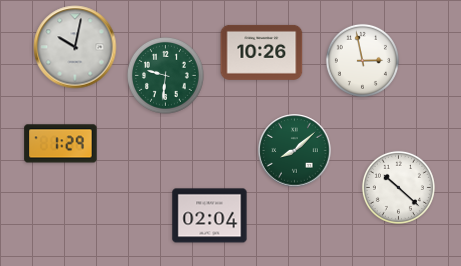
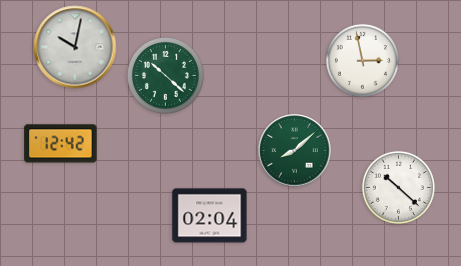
clock at (262, 52): 10:26 -> none
clock at (165, 75): 9:31 -> 10:22
clock at (61, 144): 1:29 -> 12:42
